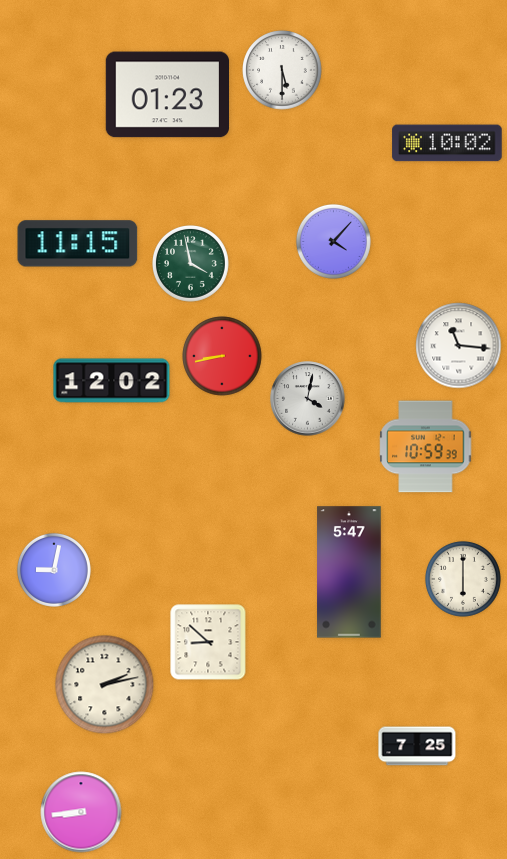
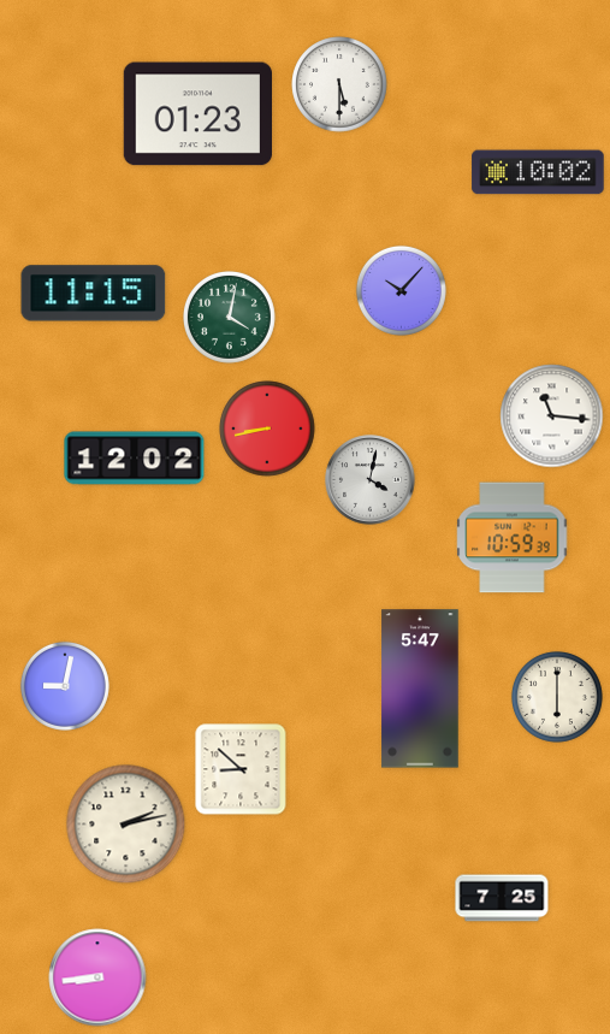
clock at (167, 95) position: (167, 95) -> (197, 114)
clock at (333, 241): 4:07 -> 10:07
clock at (191, 264): 3:58 -> 4:02
clock at (208, 642) position: (208, 642) -> (241, 769)
